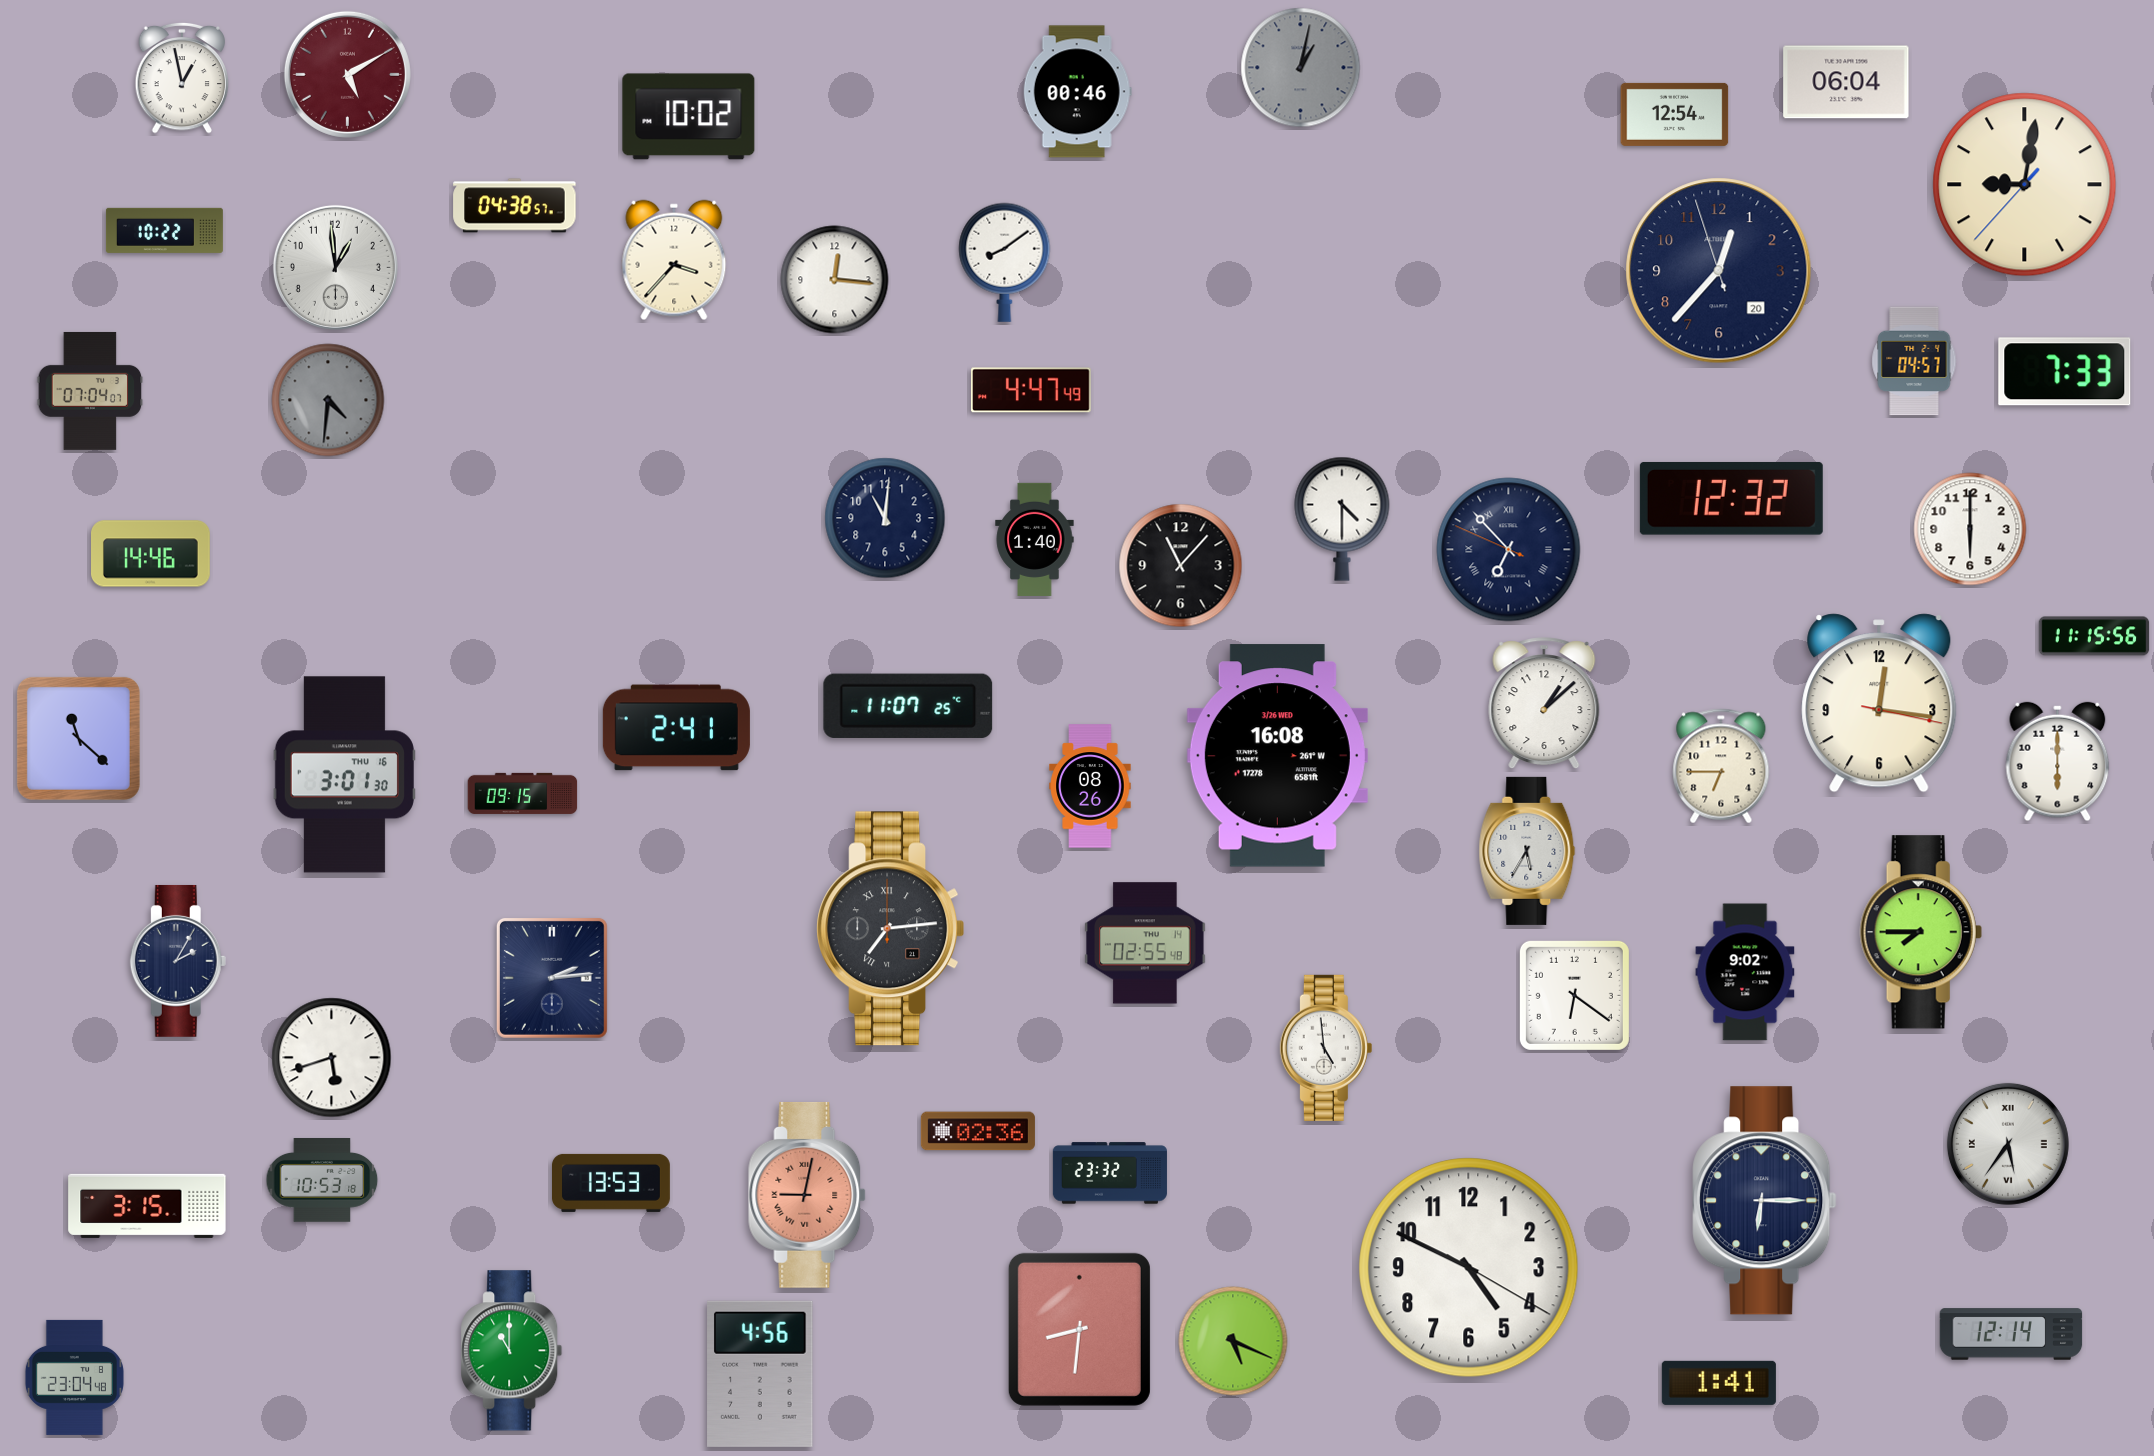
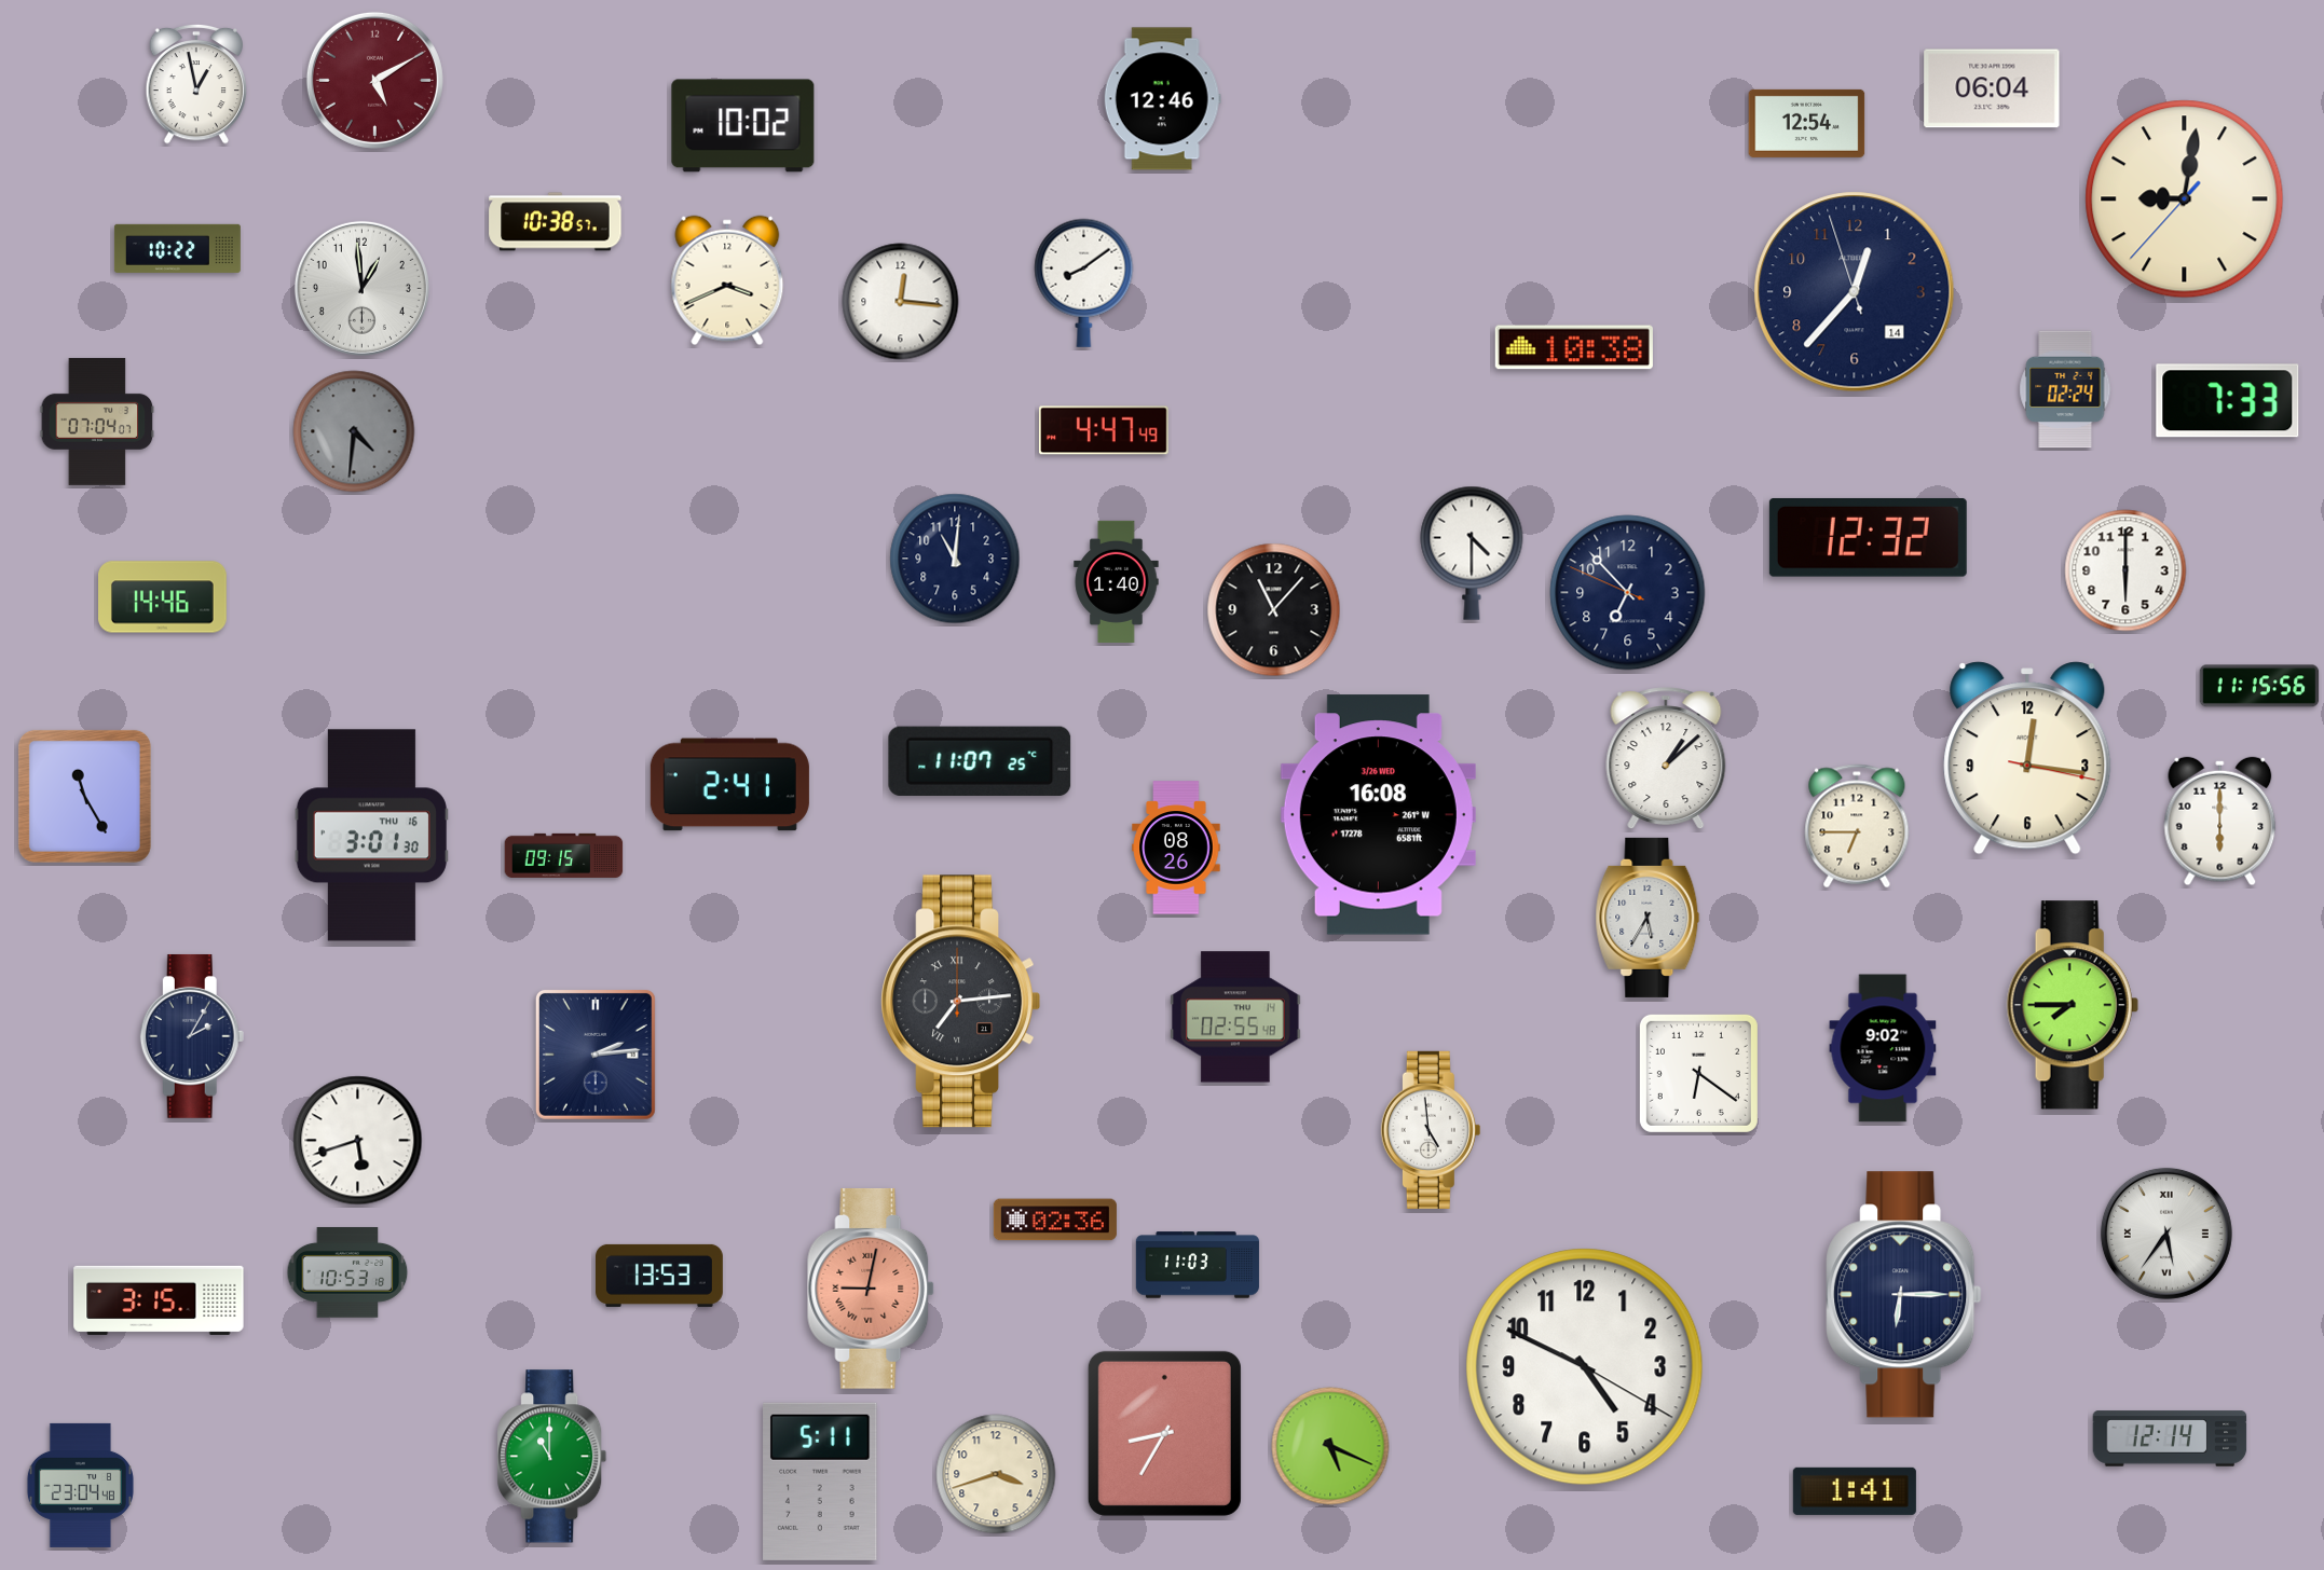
clock at (1301, 68): 1:02 -> none
clock at (1077, 92): 00:46 -> 12:46
clock at (515, 206): 04:38 -> 10:38
clock at (674, 260): 3:37 -> 3:41
clock at (1719, 271) date: 20 -> 14
clock at (1574, 347): none -> 10:38
clock at (1914, 361): 04:57 -> 02:24
clock at (1032, 390) position: (1032, 390) -> (1105, 430)
clock at (1342, 519) position: (1342, 519) -> (1472, 553)
clock at (1509, 550) numerals: Roman -> Arabic
clock at (78, 738): 11:22 -> 11:25
clock at (1110, 1173): 23:32 -> 11:03
clock at (1079, 1329): 8:31 -> 8:35
clock at (996, 1474): none -> 3:42
clock at (760, 1374): 4:56 -> 5:11
